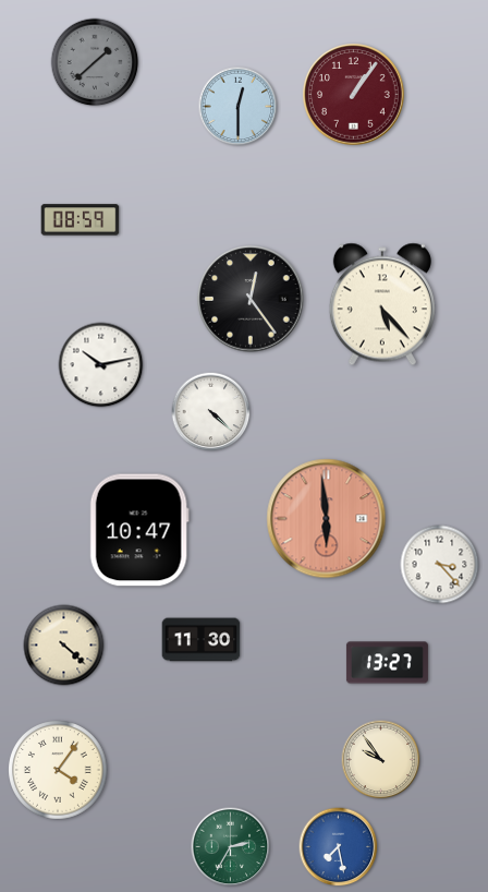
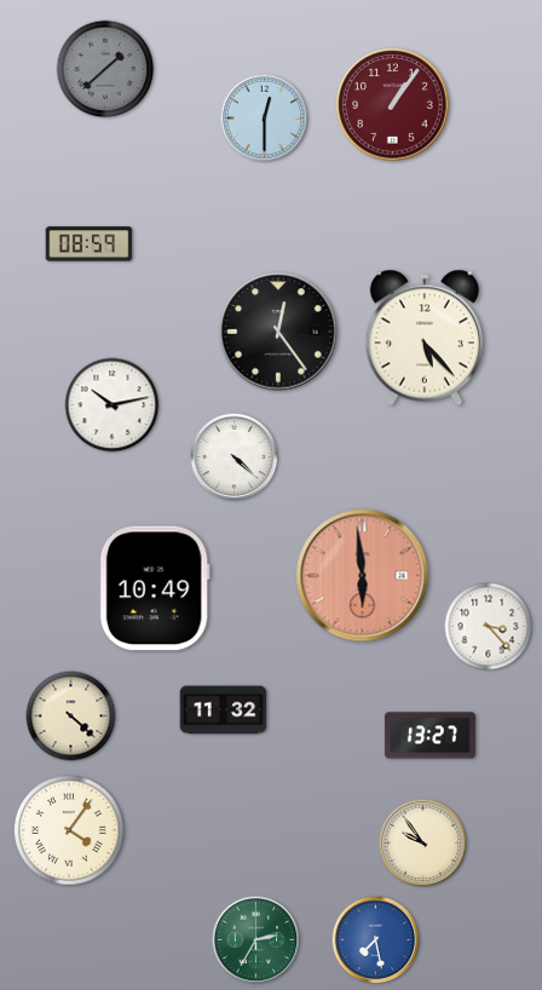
clock at (139, 530): 10:47 -> 10:49
clock at (202, 640): 11:30 -> 11:32
clock at (58, 770) position: (58, 770) -> (69, 830)
